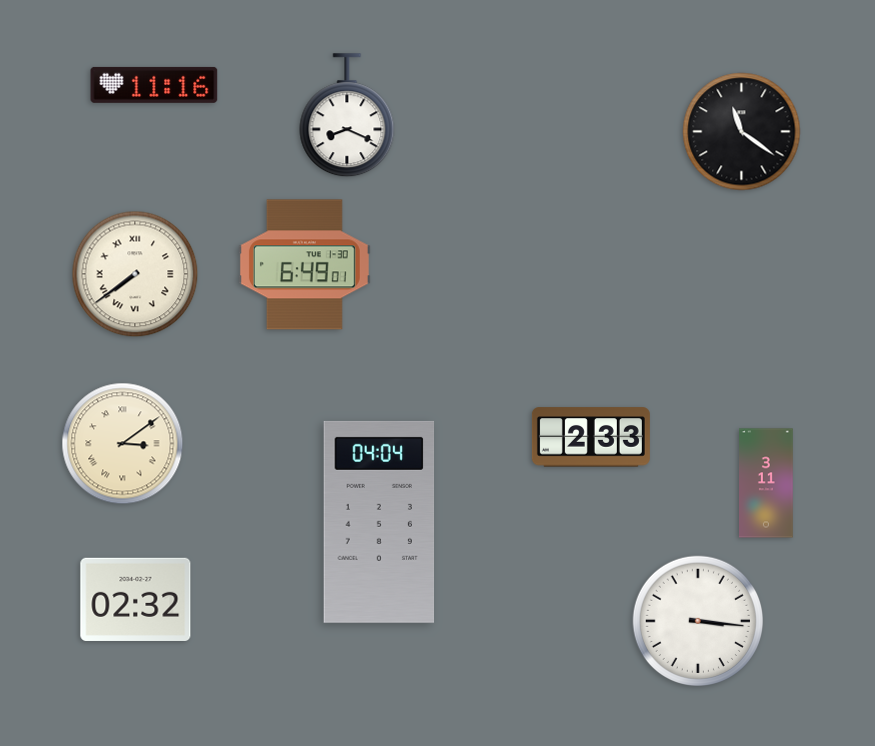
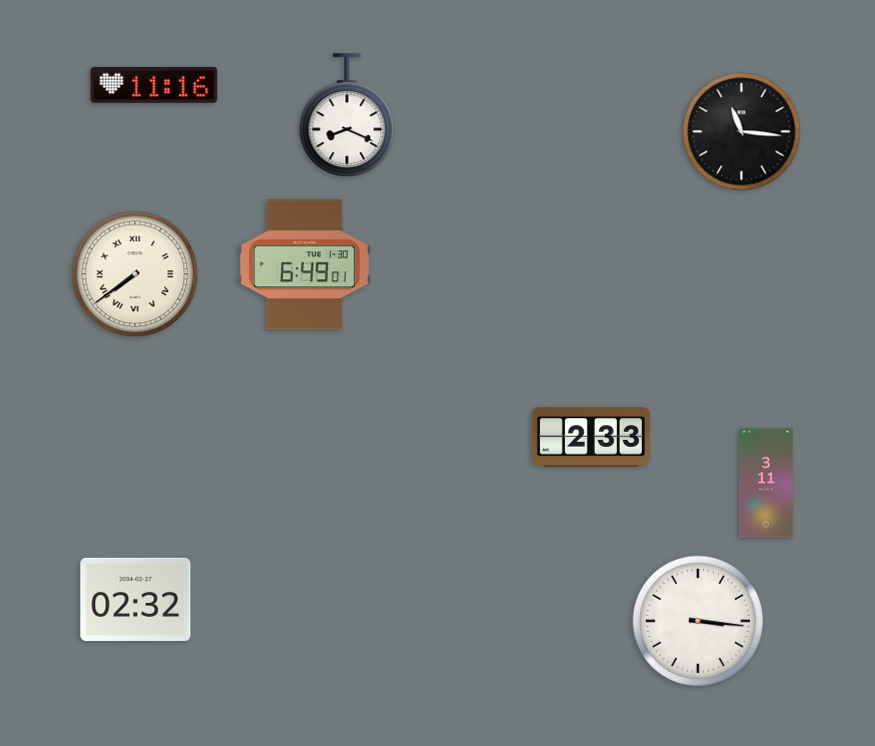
clock at (742, 132): 11:21 -> 11:16
clock at (123, 444): 3:09 -> none
clock at (379, 522): 04:04 -> none
